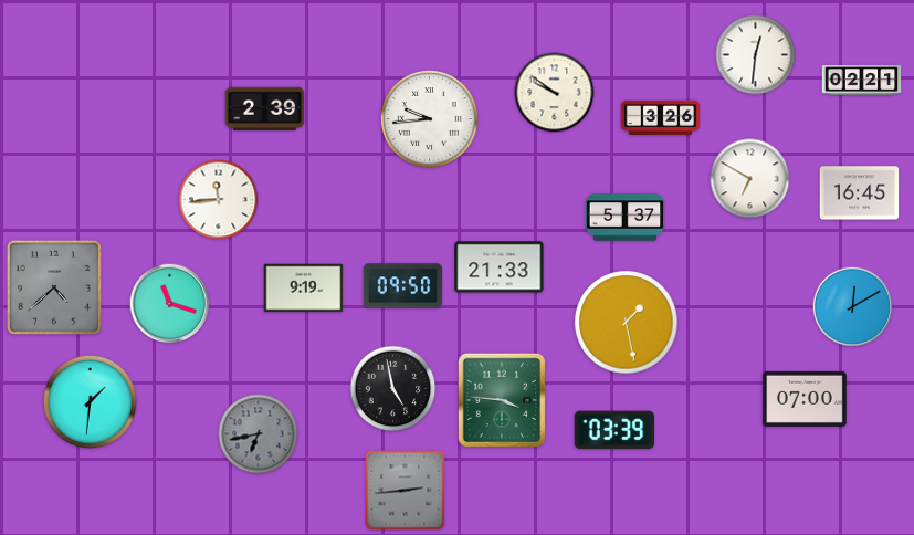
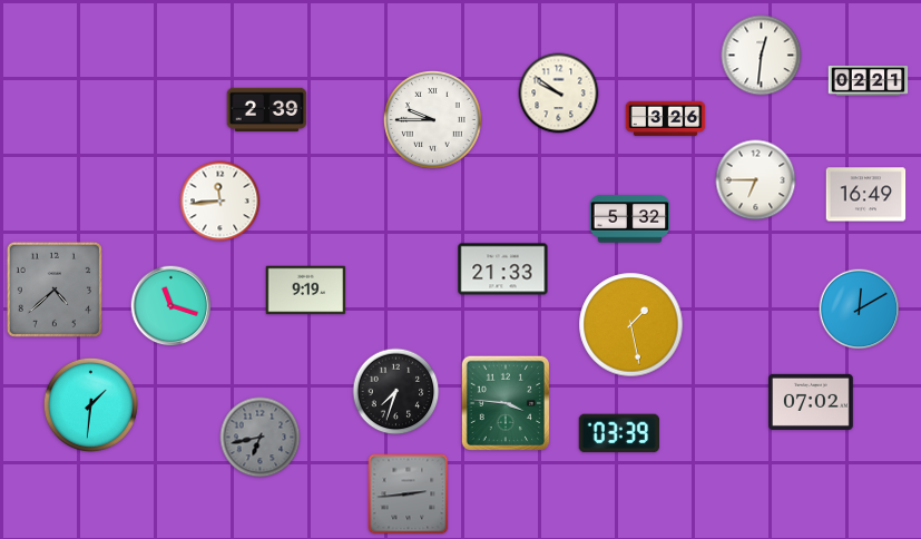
clock at (430, 119): 9:44 -> 9:45
clock at (750, 179): 6:50 -> 6:45
clock at (860, 193): 16:45 -> 16:49
clock at (626, 218): 5:37 -> 5:32
clock at (403, 286): 09:50 -> none
clock at (393, 389): 4:58 -> 7:33
clock at (805, 399): 07:00 -> 07:02
